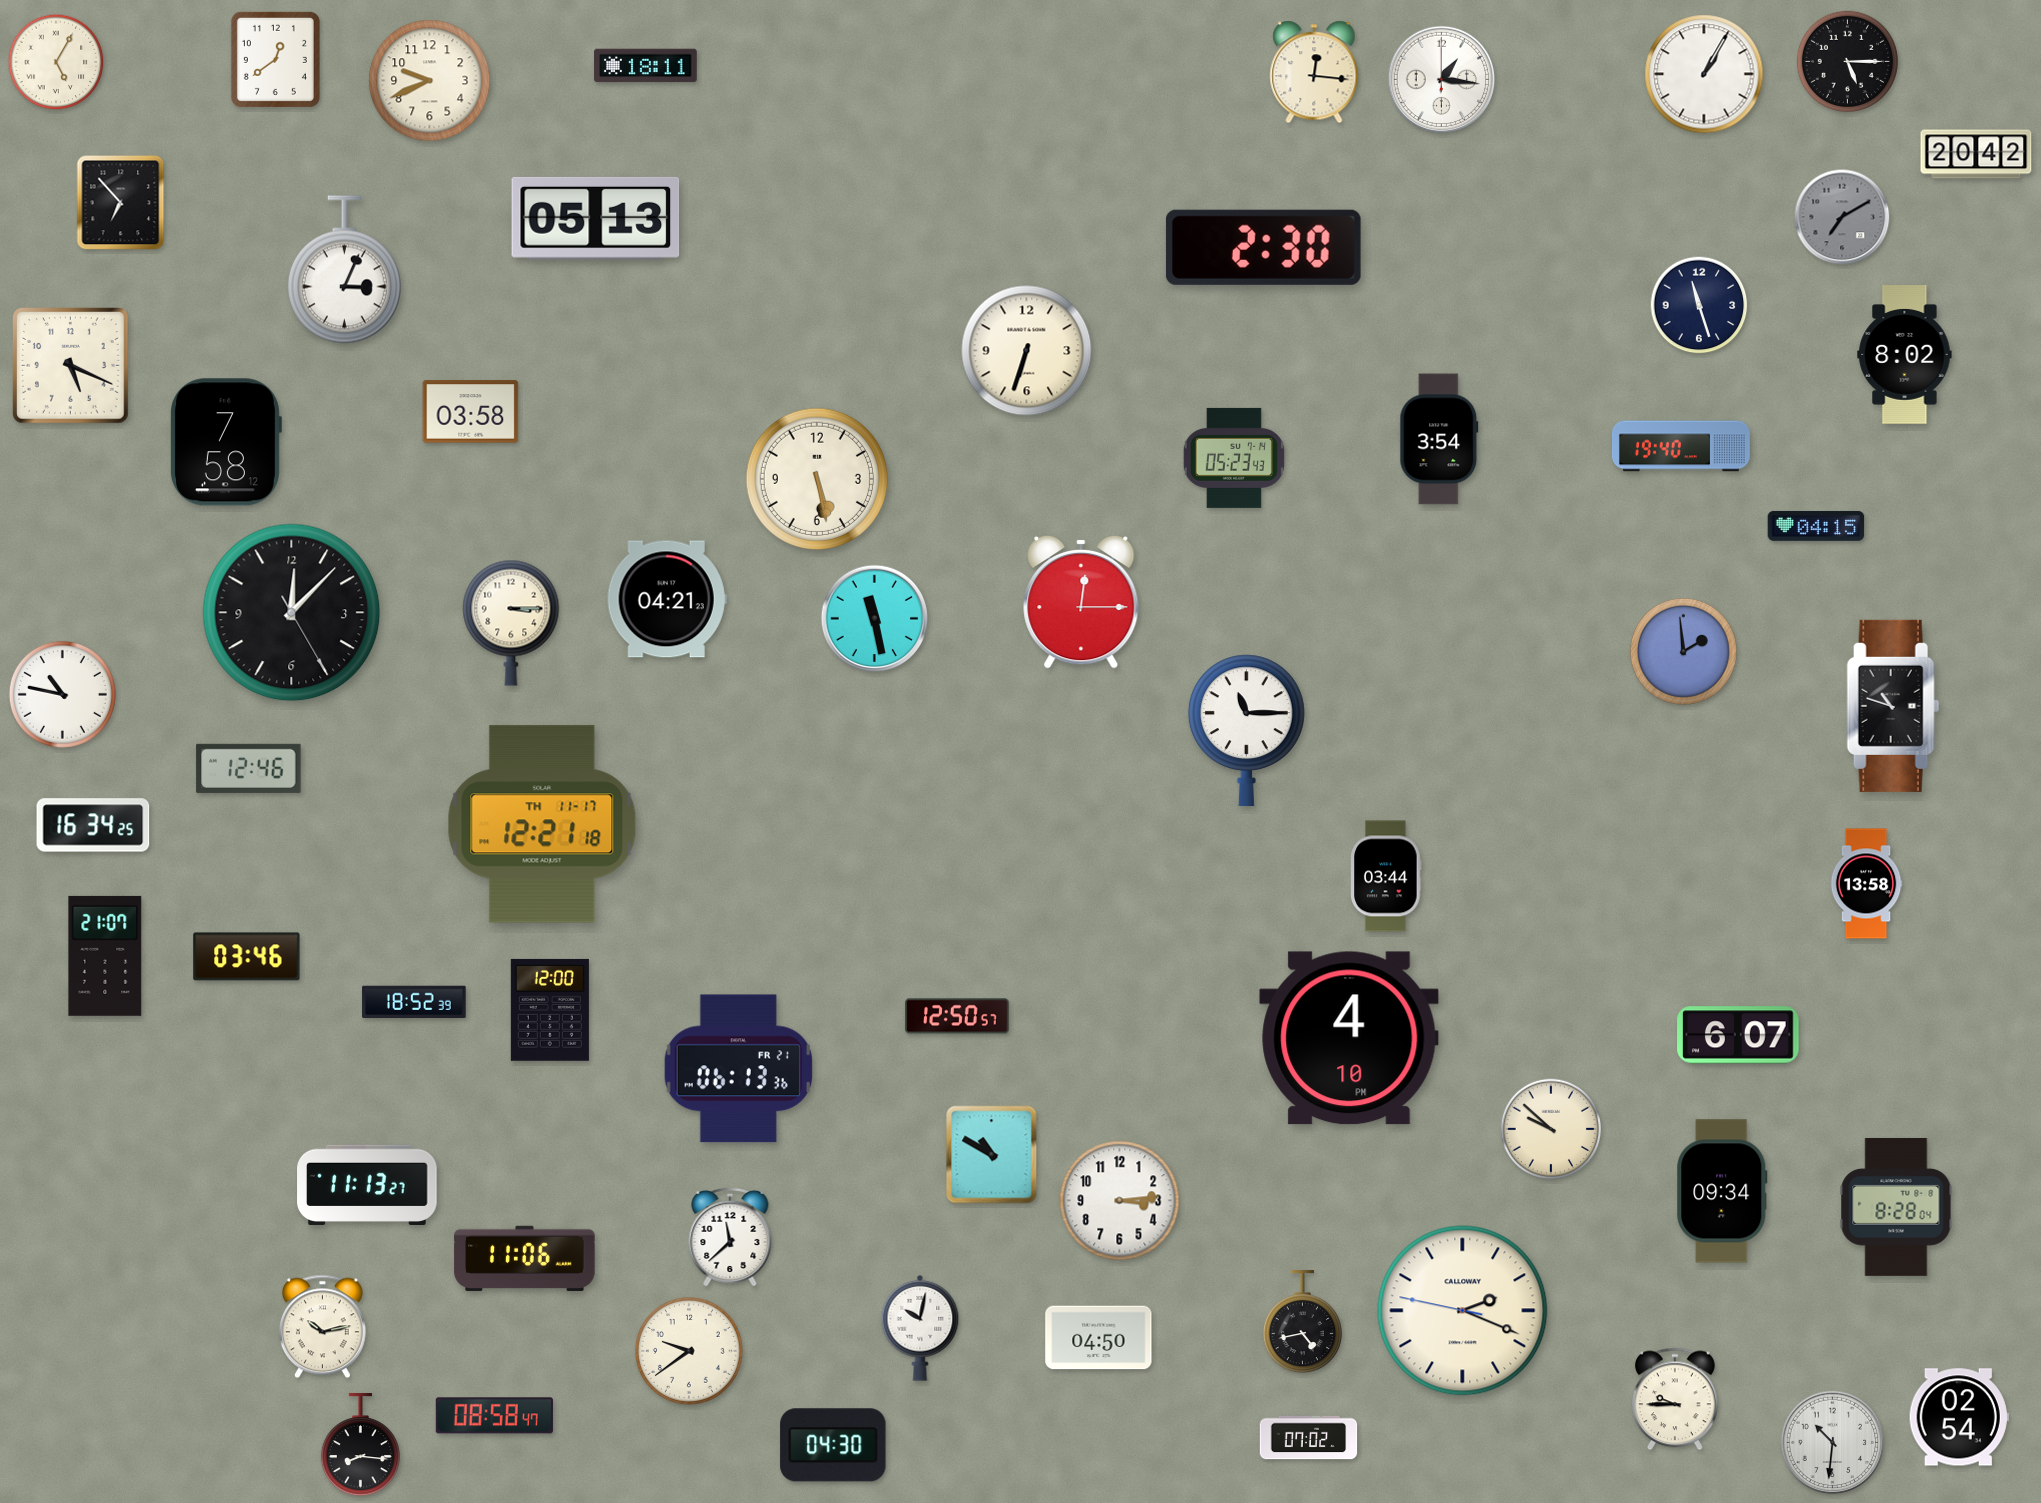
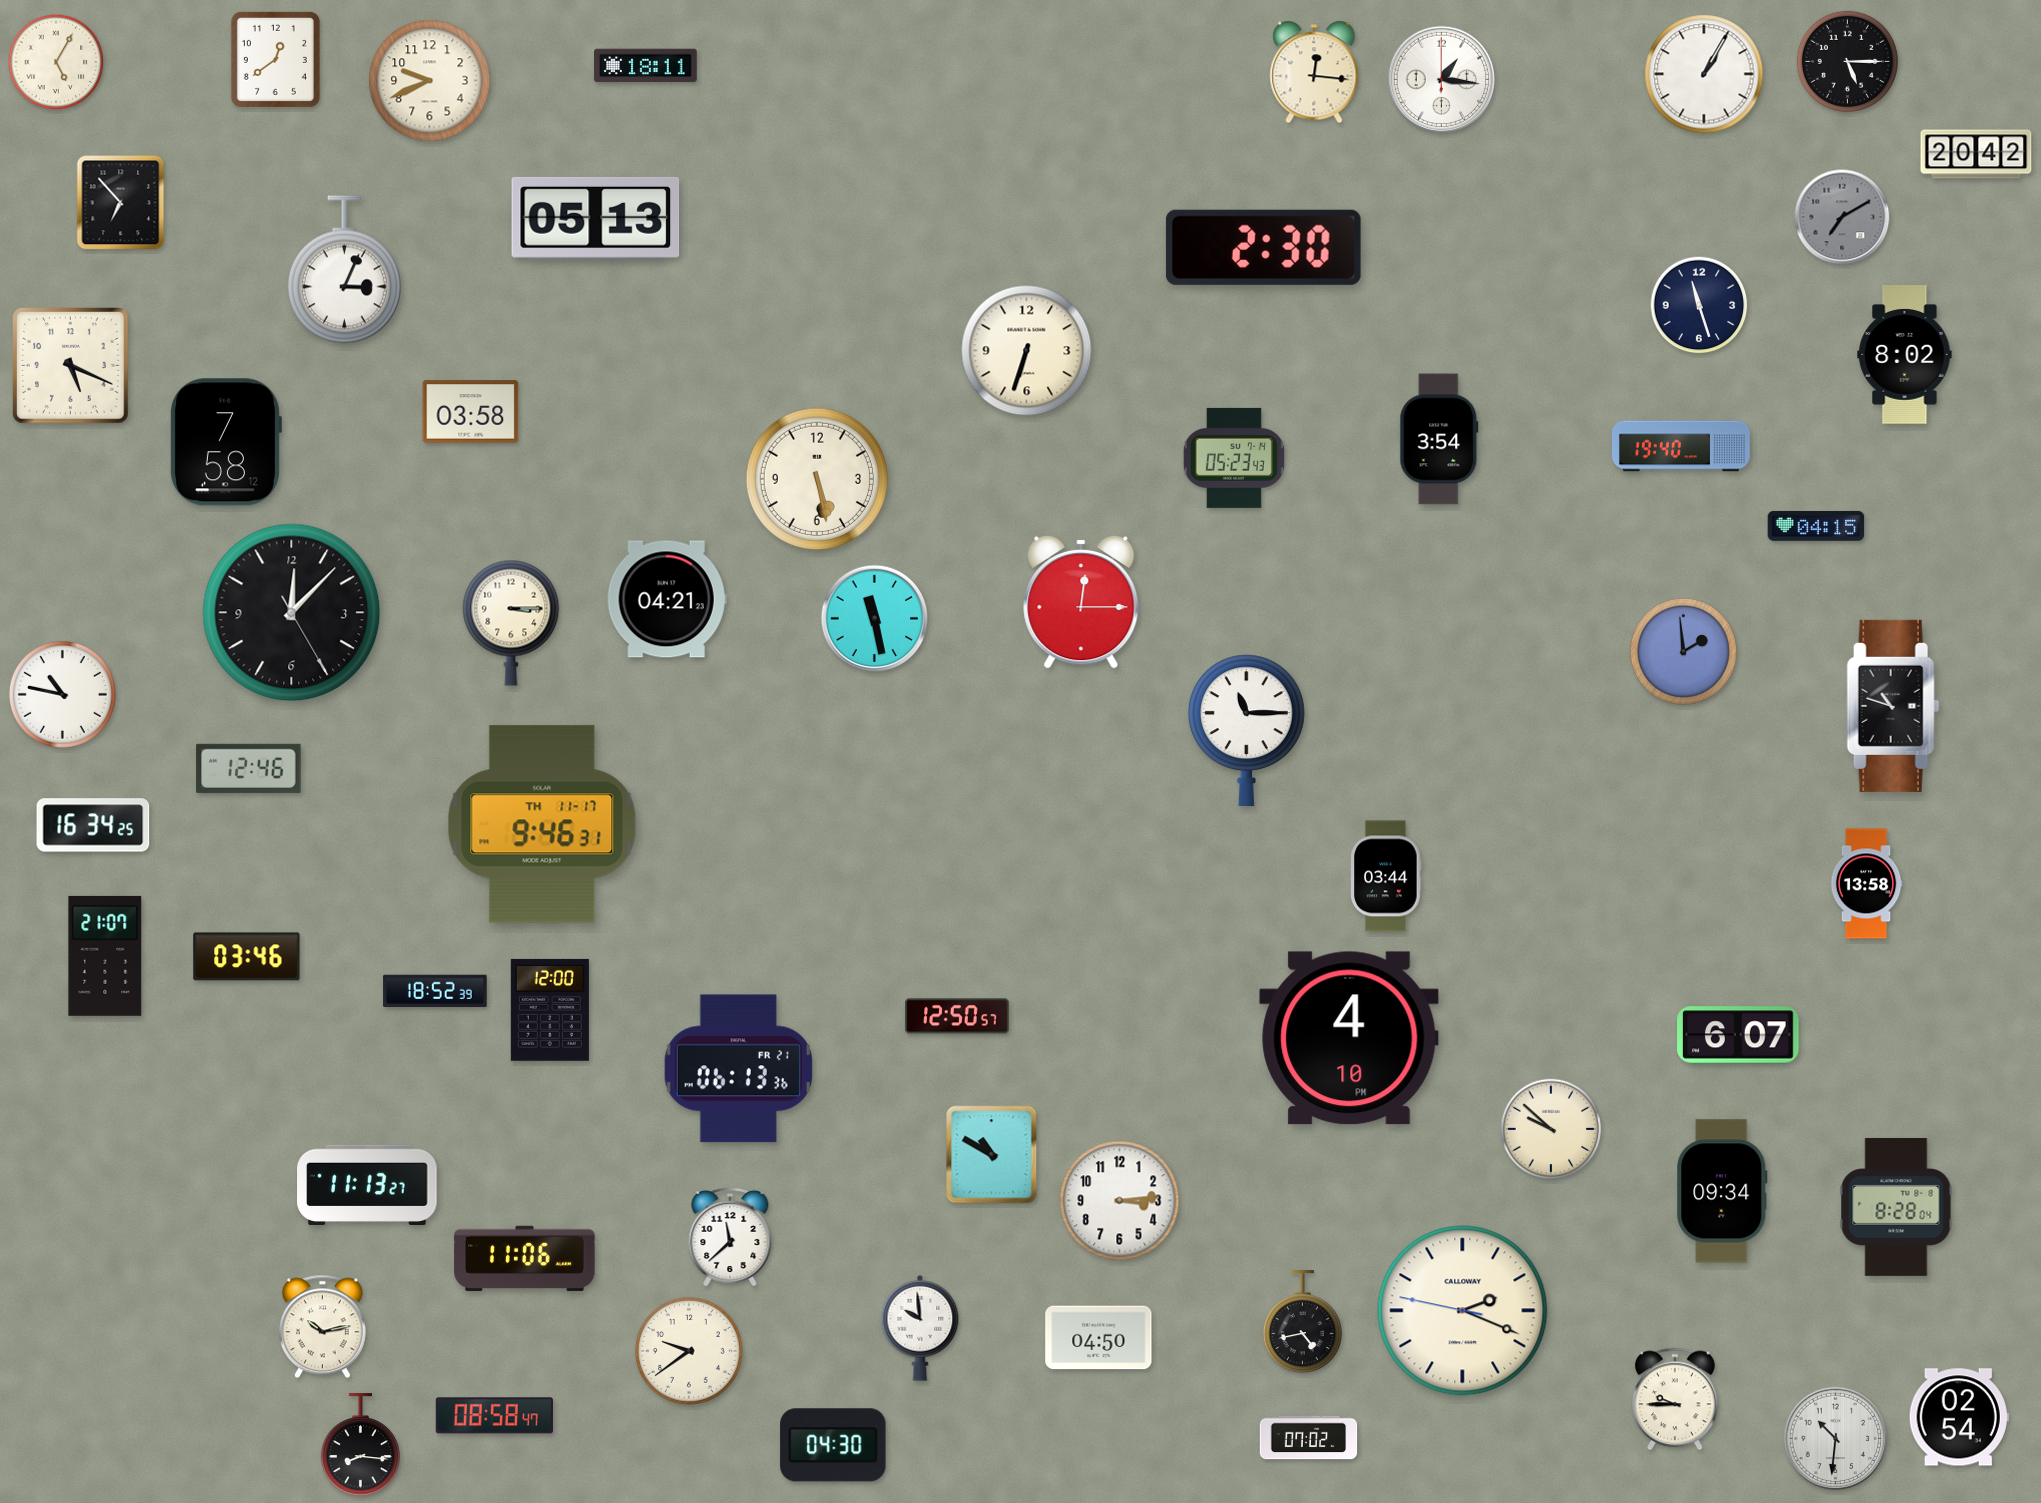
clock at (542, 824): 12:21 -> 9:46
clock at (414, 1002) position: (414, 1002) -> (435, 991)
clock at (920, 1328): 10:02 -> 9:59
clock at (1833, 1443) position: (1833, 1443) -> (1836, 1439)
